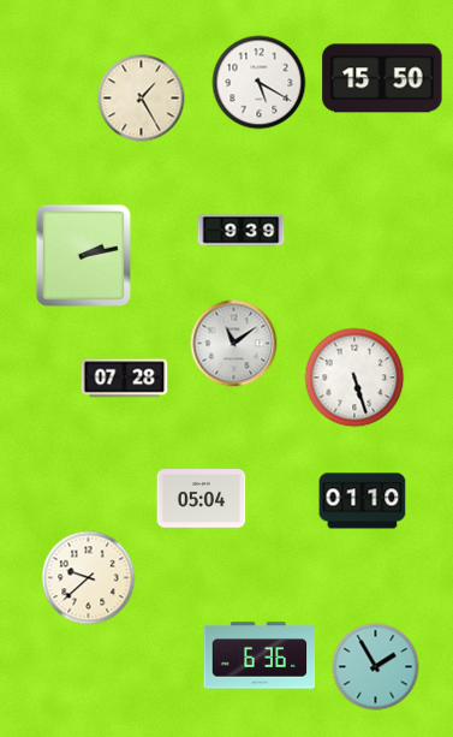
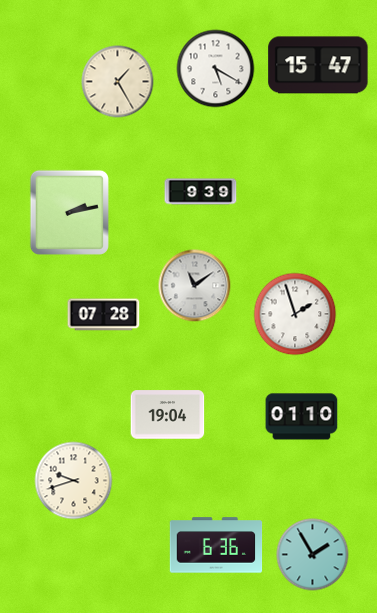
clock at (382, 78): 15:50 -> 15:47
clock at (354, 378): 5:27 -> 1:57
clock at (202, 499): 05:04 -> 19:04
clock at (89, 578): 9:38 -> 9:42
